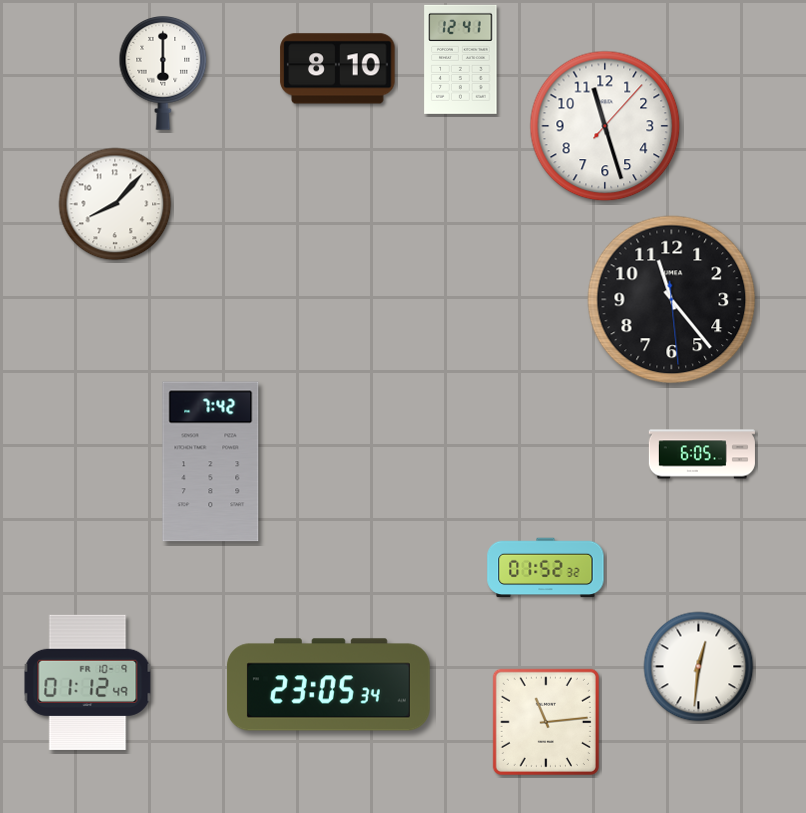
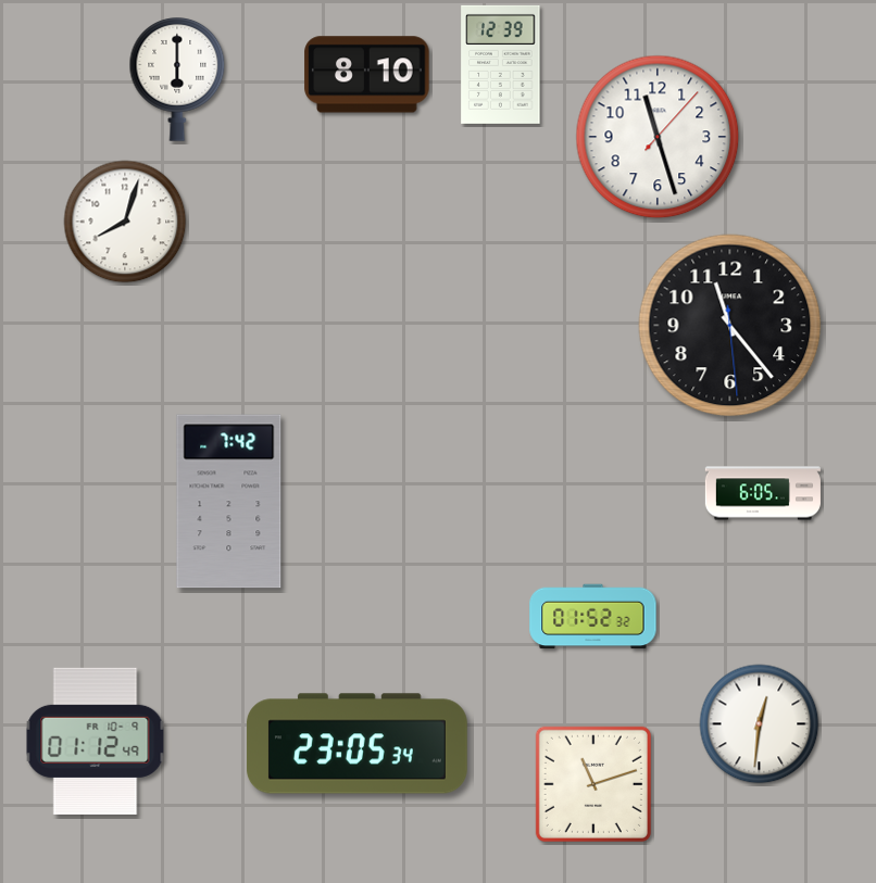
clock at (461, 59): 12:41 -> 12:39
clock at (115, 204): 8:07 -> 8:03
clock at (546, 722): 11:14 -> 11:12
